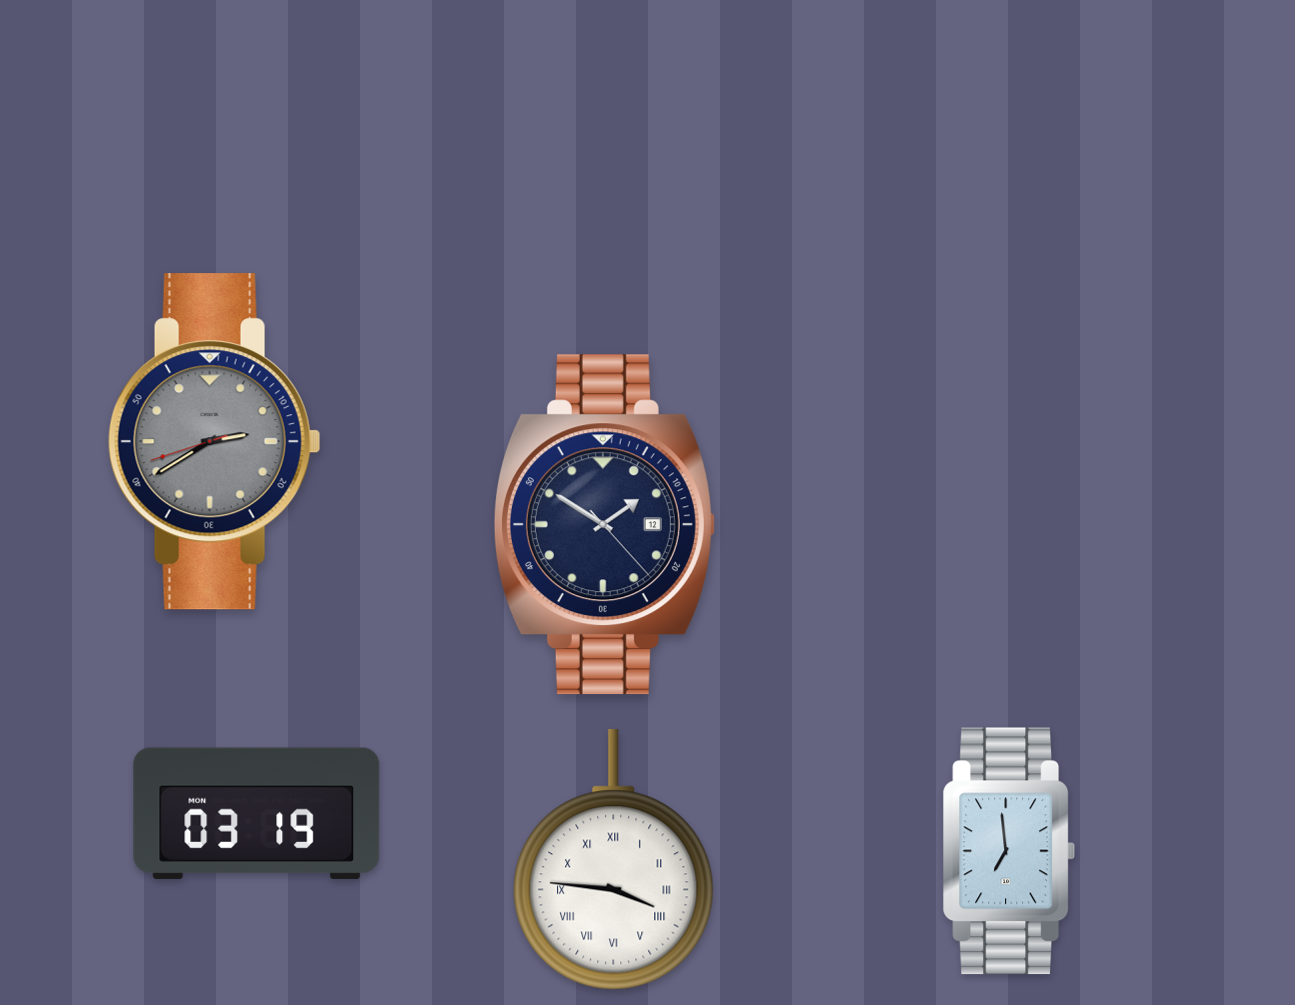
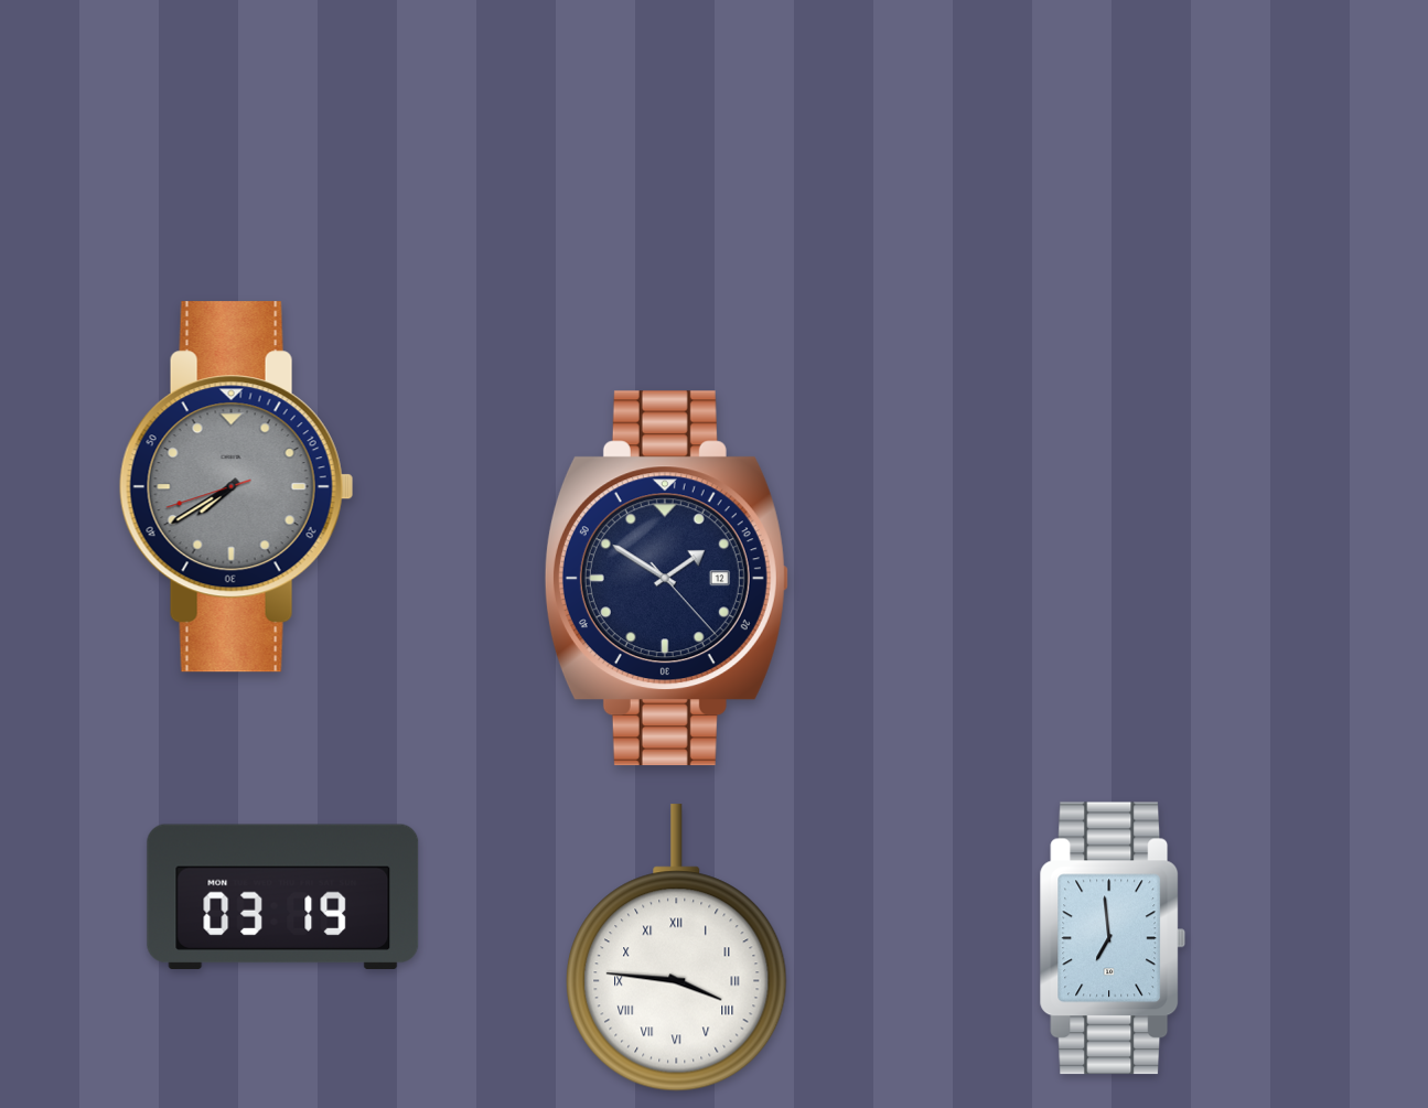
clock at (214, 442): 2:39 -> 7:39
